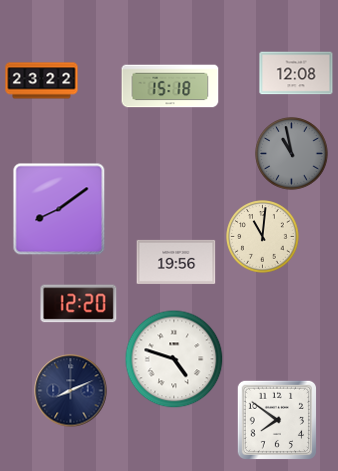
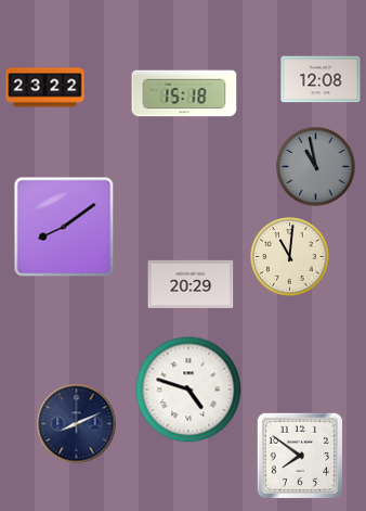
clock at (263, 237) position: (263, 237) -> (290, 257)
clock at (176, 262): 19:56 -> 20:29
clock at (79, 304): 12:20 -> none
